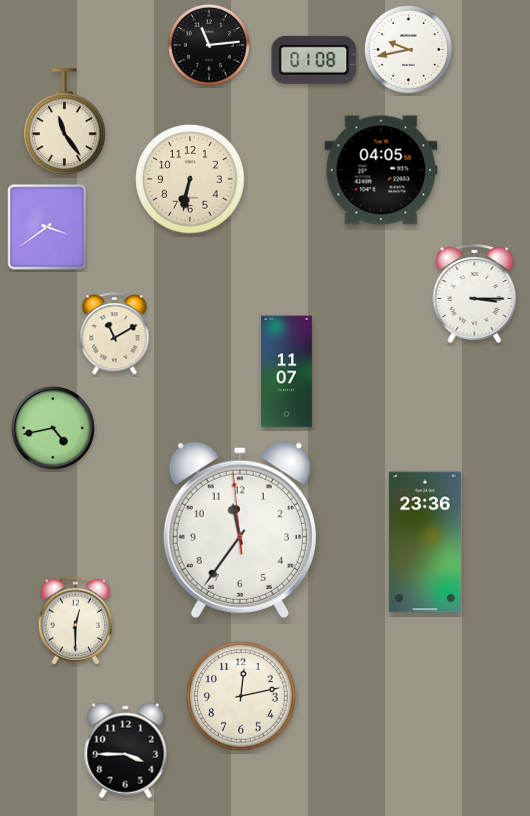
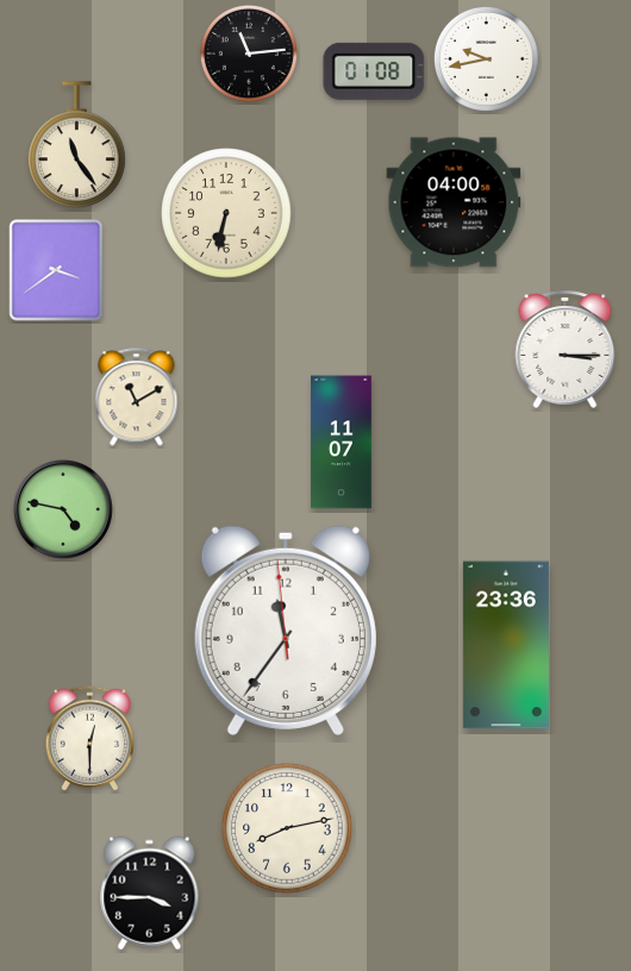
clock at (381, 170): 04:05 -> 04:00
clock at (54, 429): 4:43 -> 4:47
clock at (241, 696): 12:13 -> 8:13
